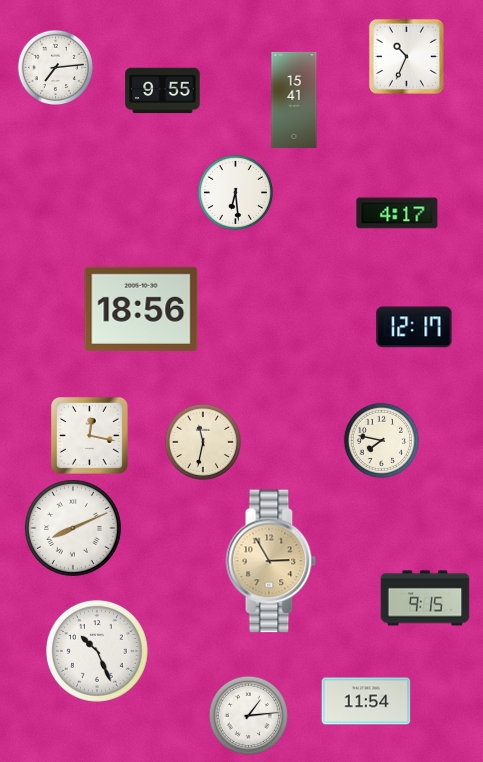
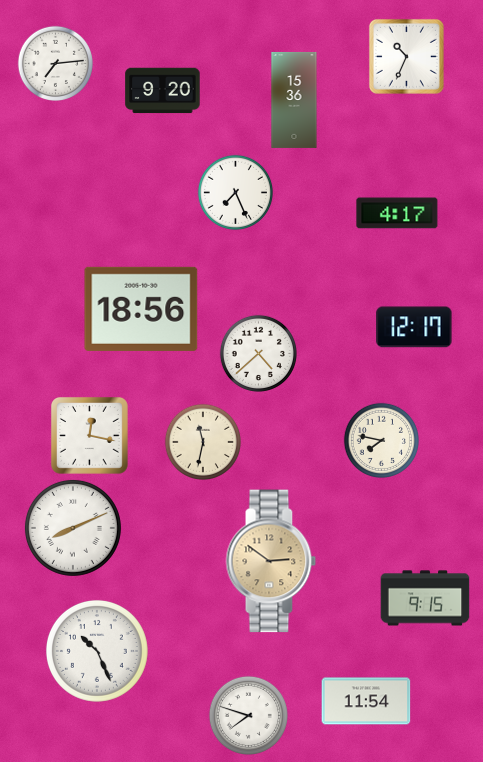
clock at (55, 67) position: (55, 67) -> (55, 63)
clock at (163, 91): 9:55 -> 9:20
clock at (294, 100): 15:41 -> 15:36
clock at (235, 192): 6:29 -> 7:26
clock at (258, 353): none -> 4:38
clock at (271, 561): 2:55 -> 2:51
clock at (248, 715): 1:14 -> 7:48
